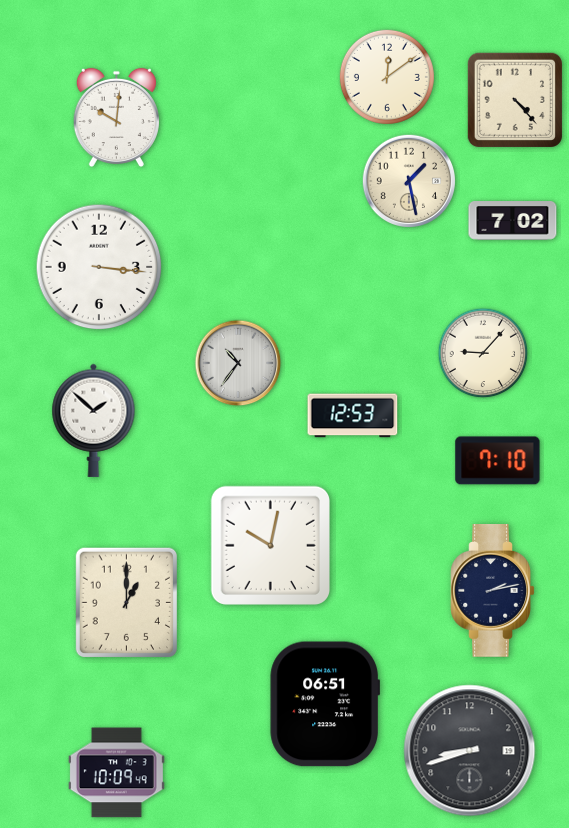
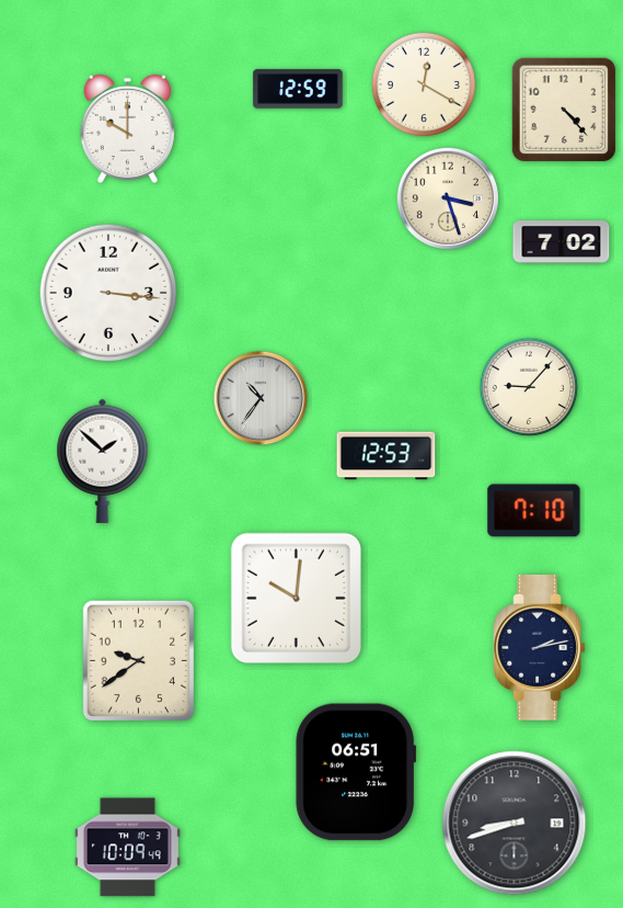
clock at (387, 77): 12:09 -> 12:20
clock at (298, 89): none -> 12:59
clock at (116, 118): 10:01 -> 10:00
clock at (408, 180): 1:28 -> 3:27
clock at (498, 461) position: (498, 461) -> (534, 511)
clock at (270, 545): 10:02 -> 10:01
clock at (126, 602): 1:00 -> 9:39
